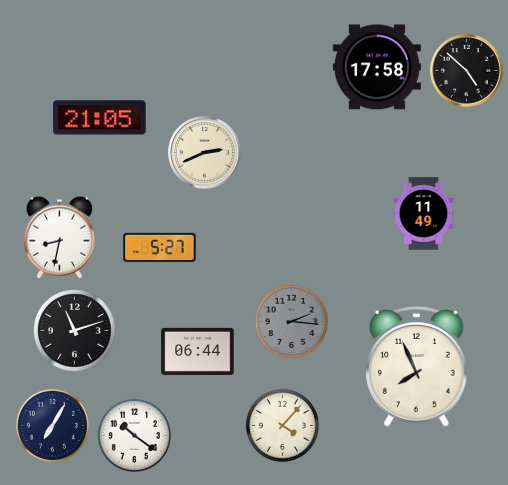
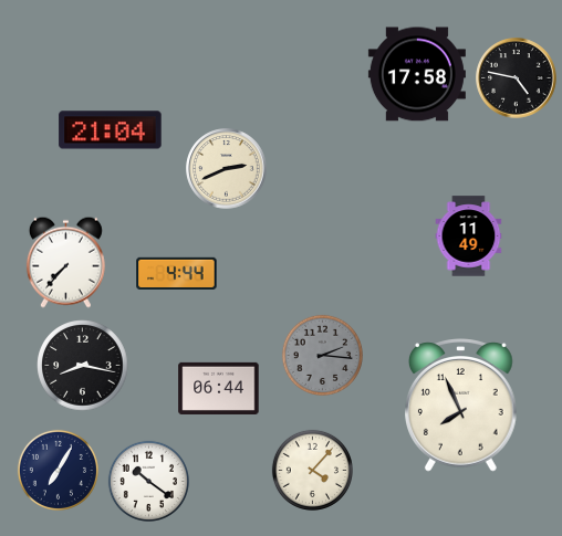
clock at (467, 71): 4:52 -> 4:47
clock at (100, 118): 21:05 -> 21:04
clock at (59, 237): 8:32 -> 7:37
clock at (160, 247): 5:27 -> 4:44
clock at (75, 331): 11:12 -> 8:17
